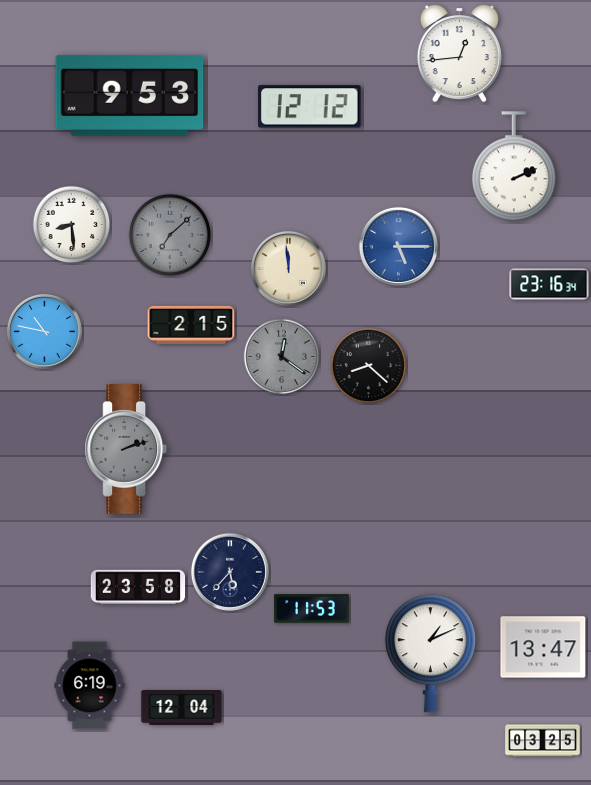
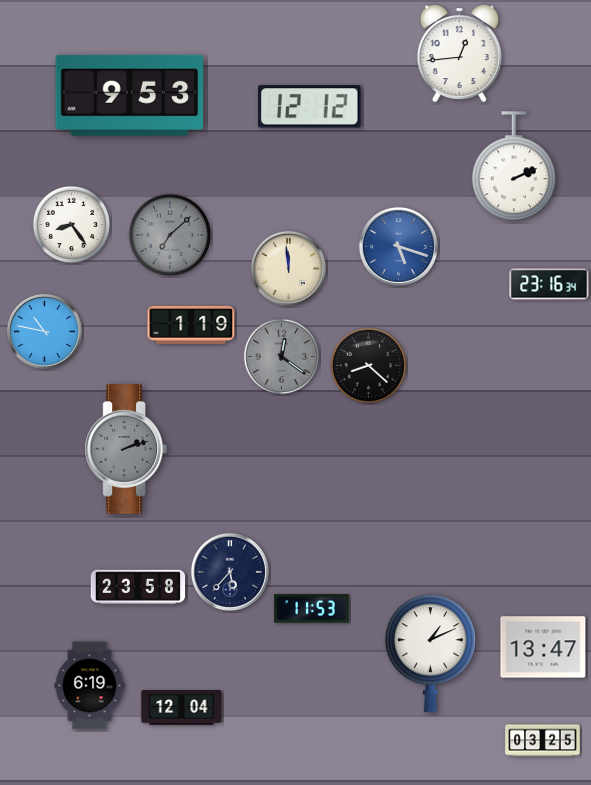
clock at (72, 225): 8:29 -> 8:24
clock at (398, 246): 5:15 -> 5:18
clock at (191, 325): 2:15 -> 1:19
